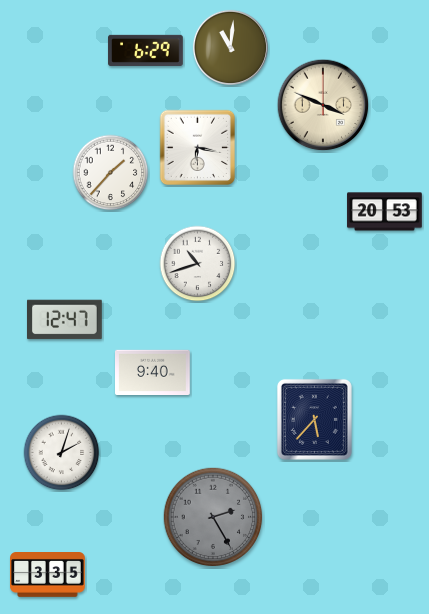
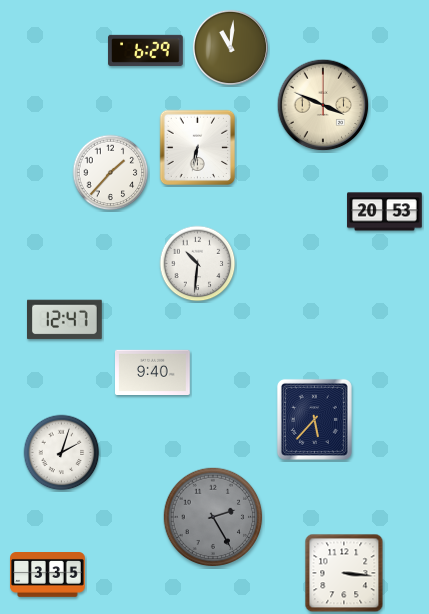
clock at (198, 148): 6:17 -> 6:32
clock at (198, 264): 10:42 -> 10:31
clock at (344, 573): none -> 3:16
